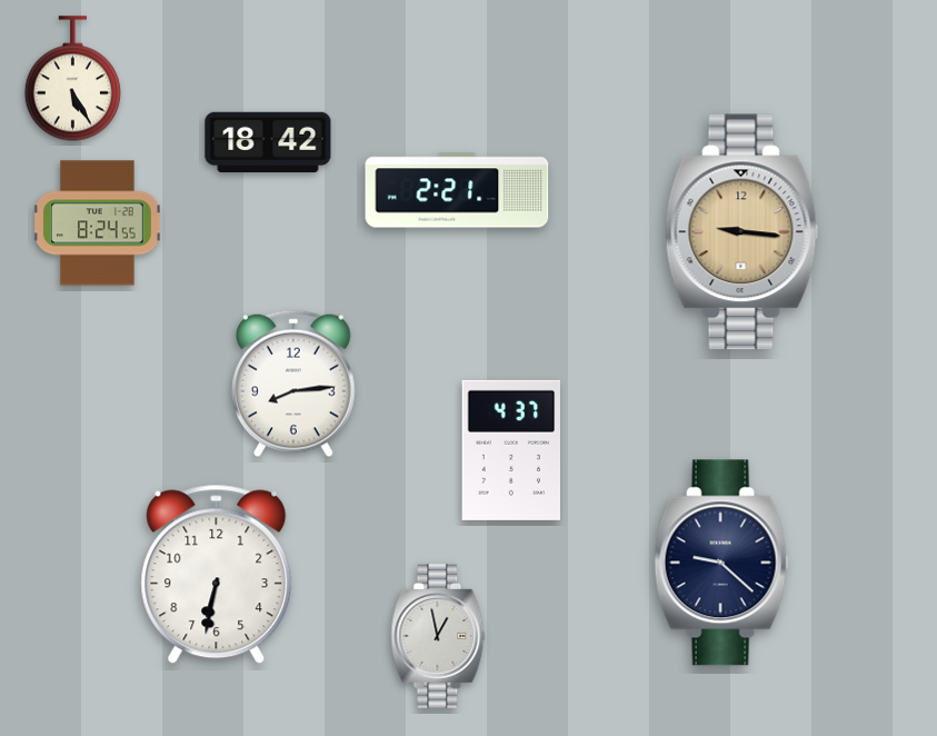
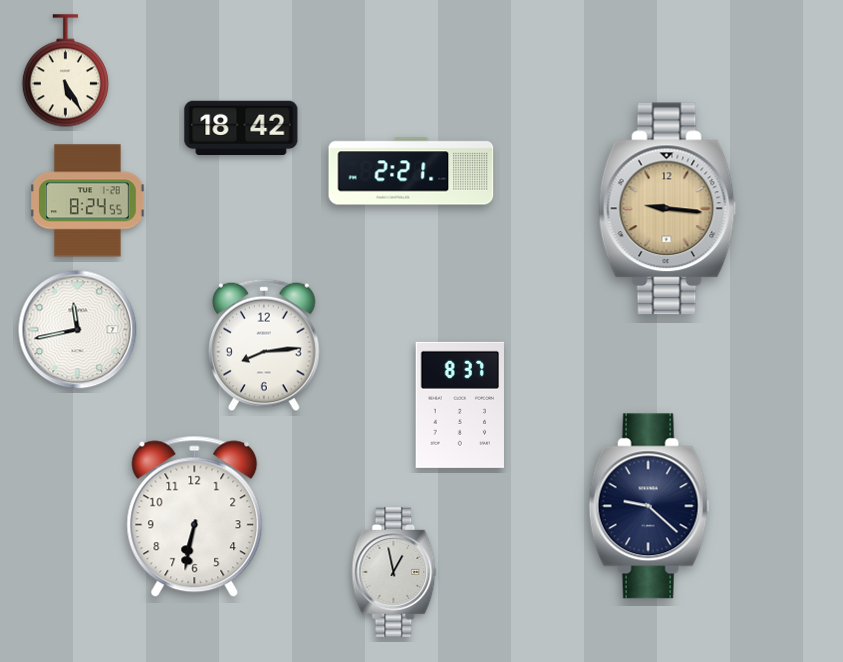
clock at (78, 330): none -> 11:43
clock at (511, 450): 4:37 -> 8:37
